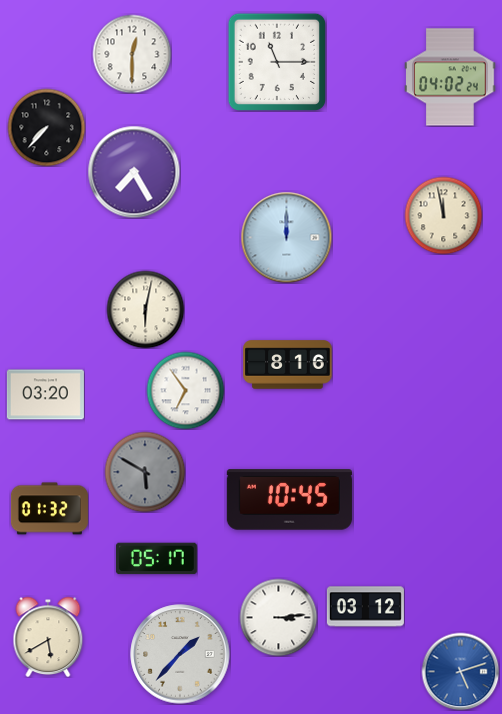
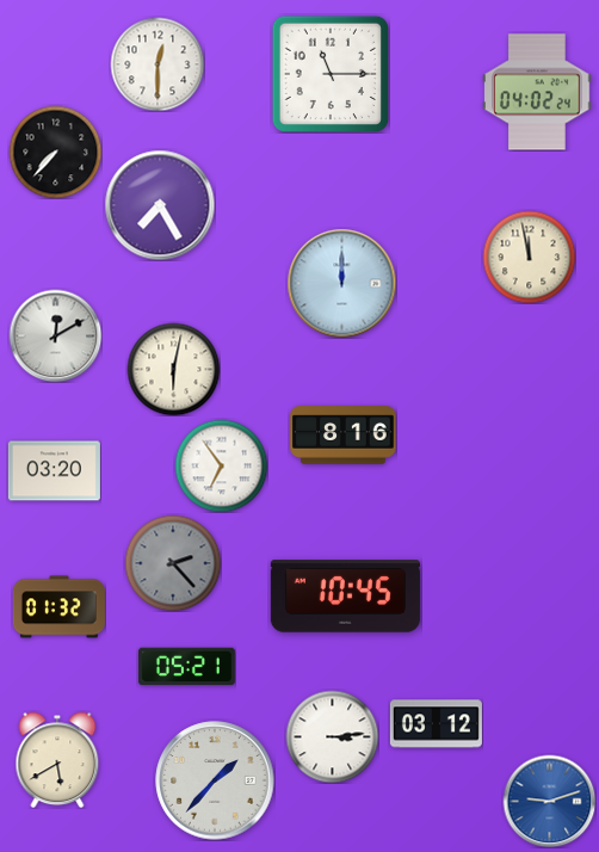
clock at (55, 335): none -> 12:10
clock at (145, 472): 5:50 -> 2:23
clock at (156, 559): 05:17 -> 05:21
clock at (460, 671): 5:12 -> 9:12
